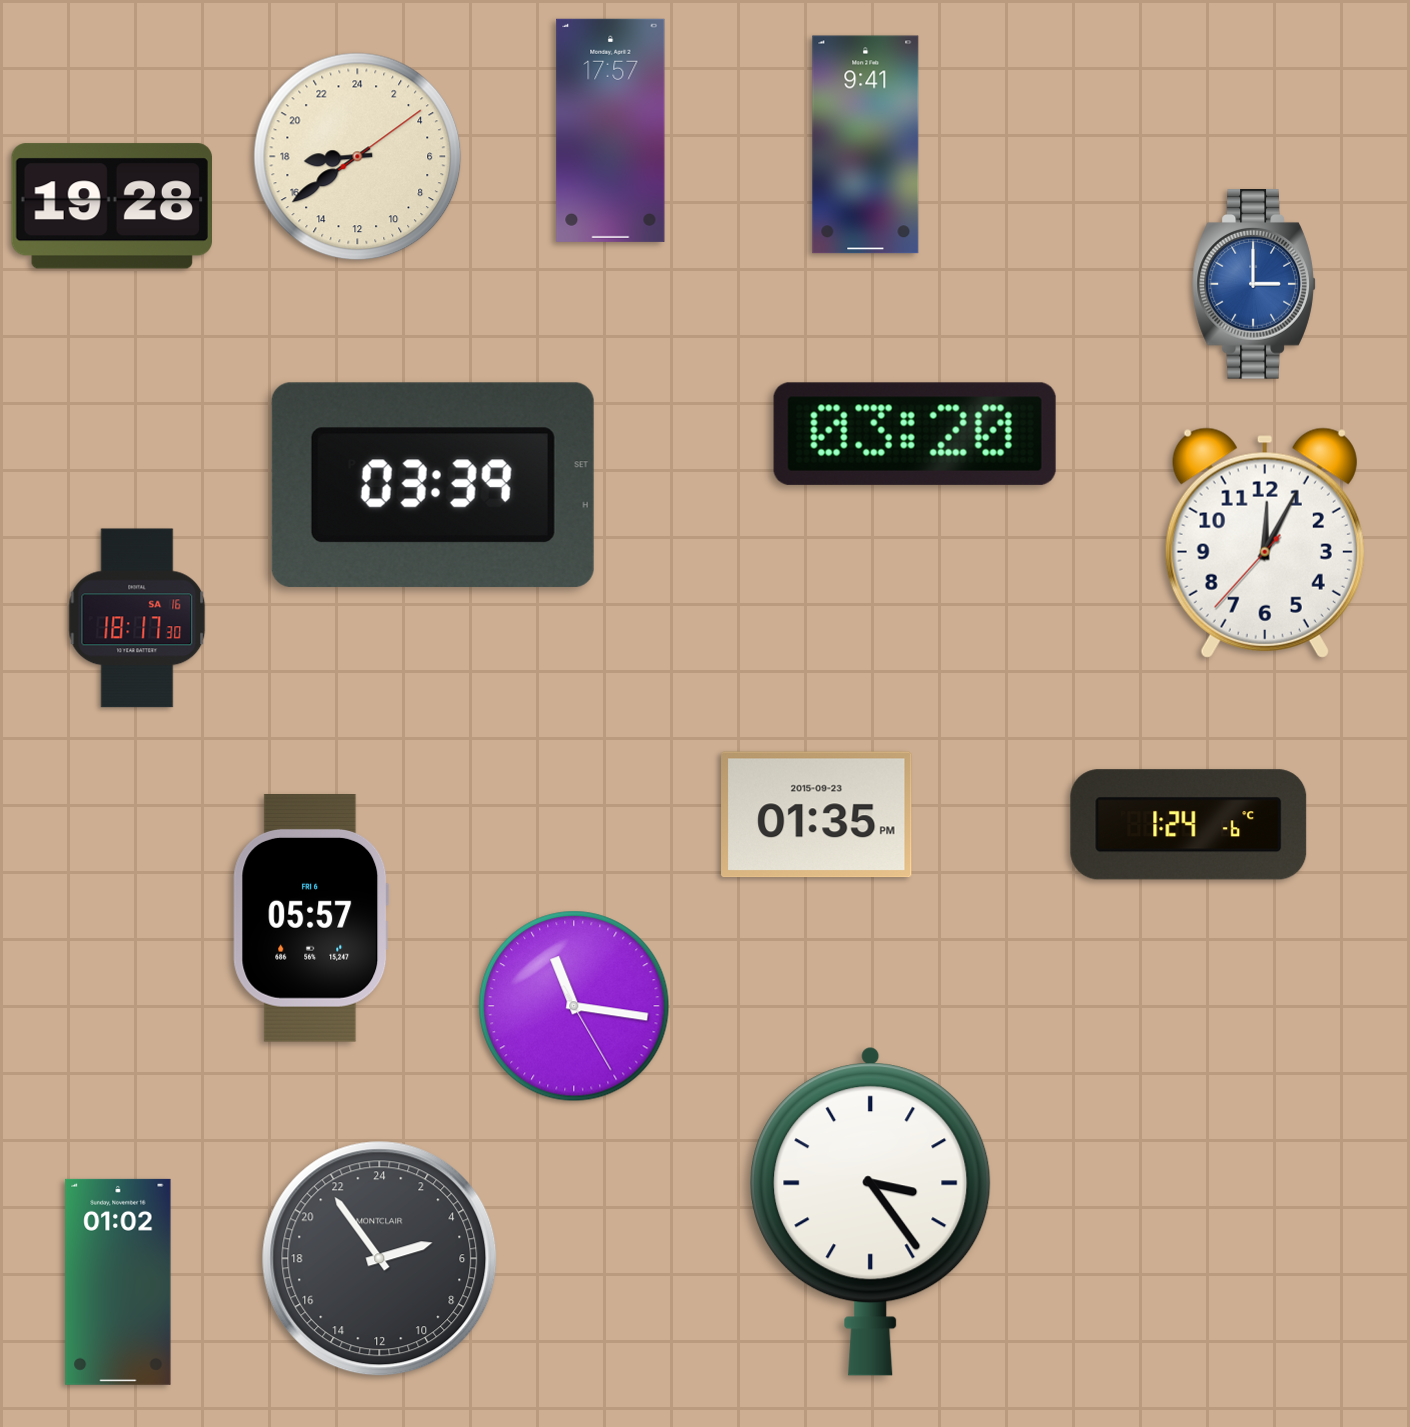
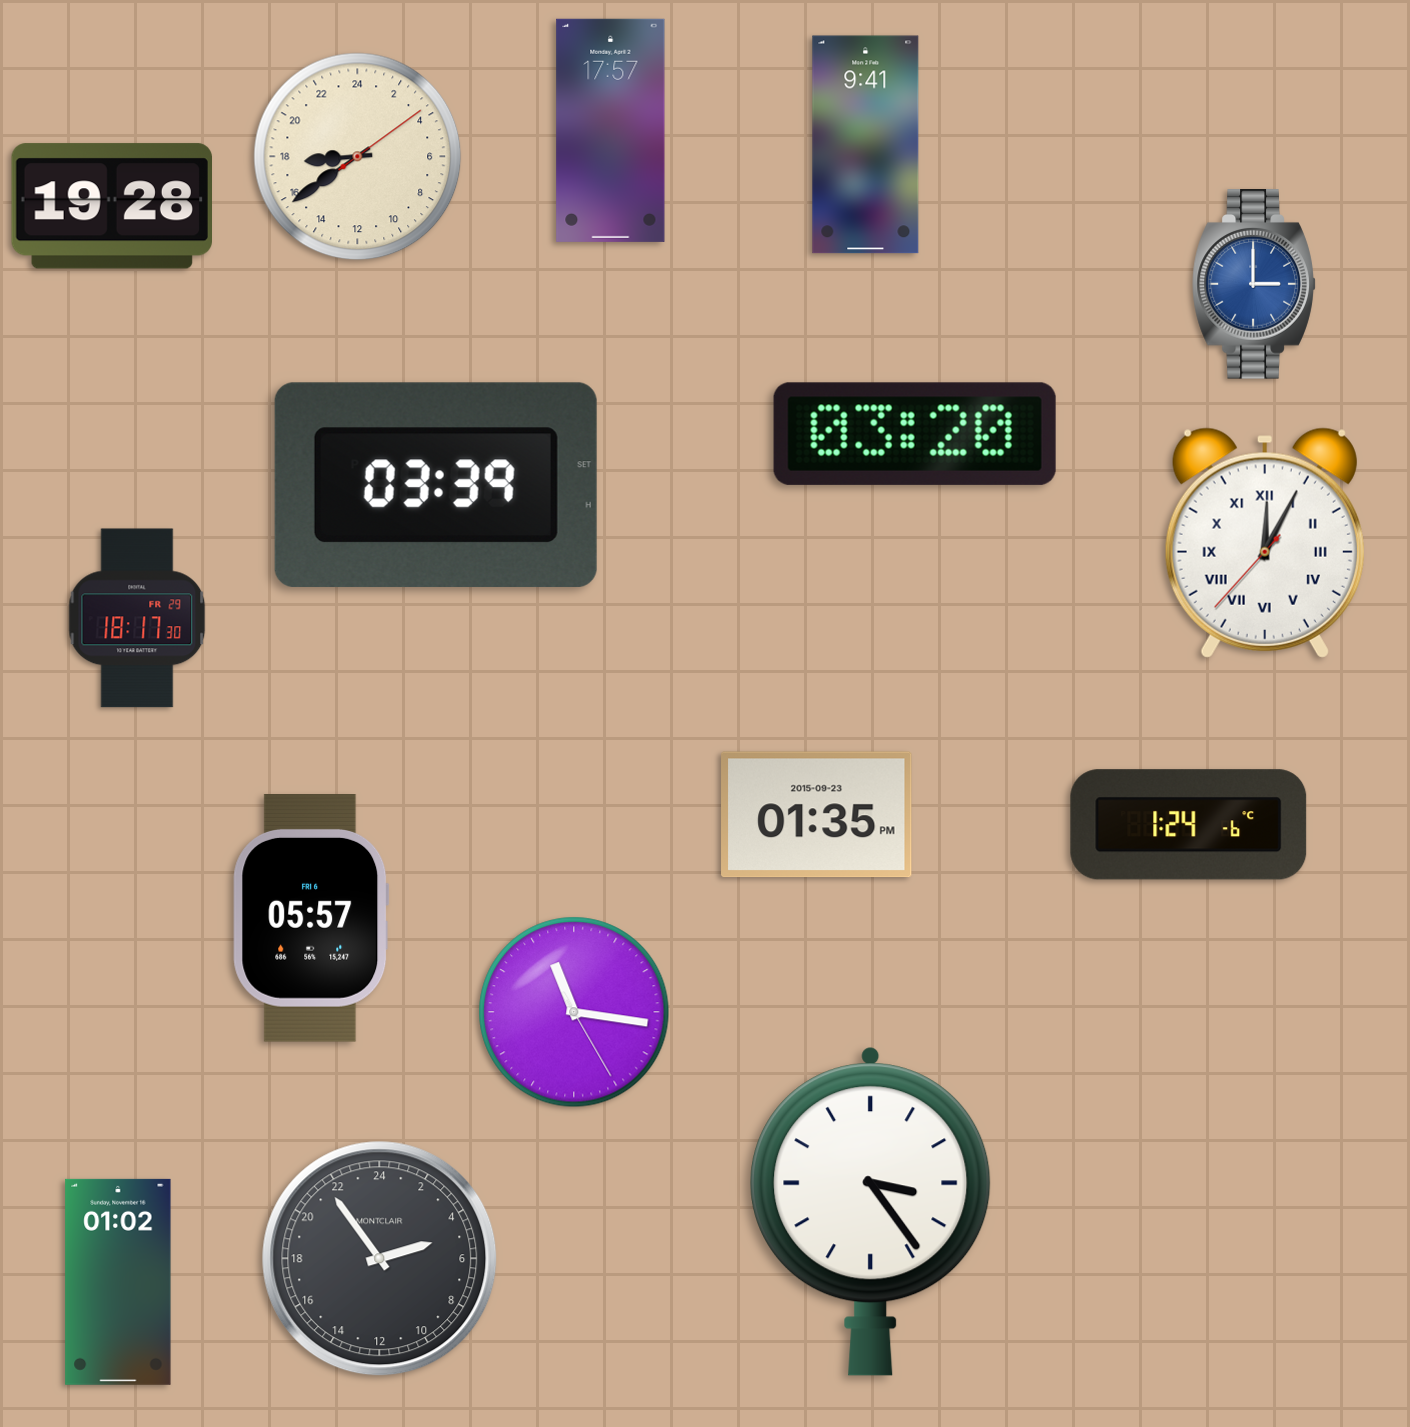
clock at (433, 485) position: (433, 485) -> (436, 485)
clock at (1265, 543) numerals: Arabic -> Roman
clock at (137, 618) date: SA 16 -> FR 29
clock at (574, 1006) position: (574, 1006) -> (574, 1012)
